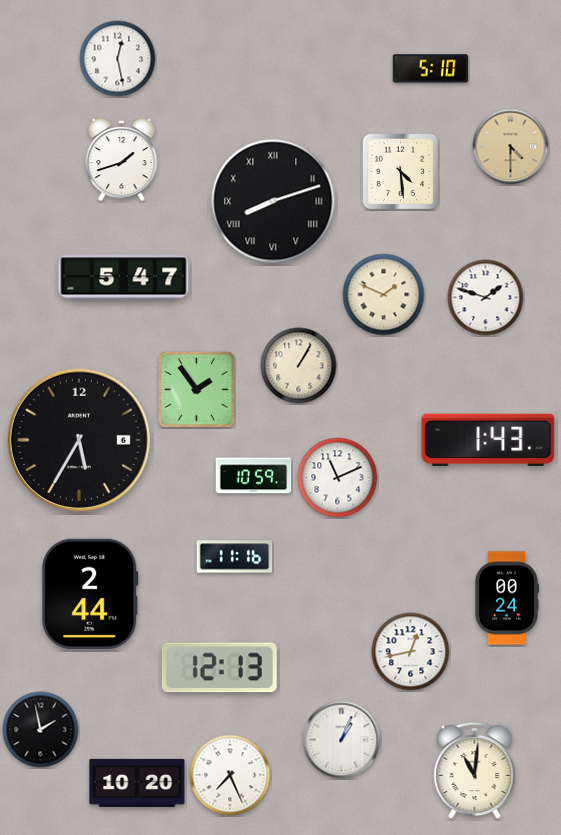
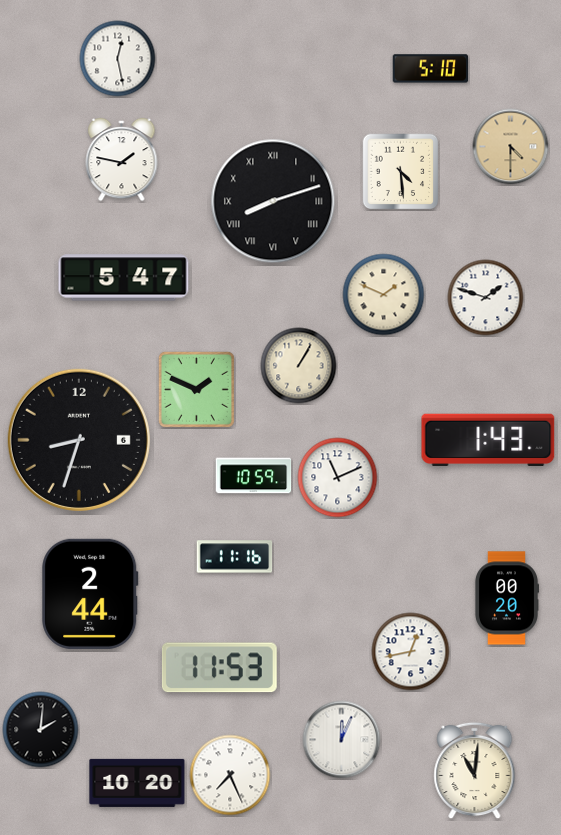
clock at (122, 160): 1:42 -> 1:47
clock at (196, 389): 1:54 -> 1:49
clock at (79, 440): 5:35 -> 8:33
clock at (506, 598): 00:24 -> 00:20
clock at (219, 668): 12:13 -> 11:53
clock at (41, 730): 1:58 -> 2:01
clock at (342, 740): 1:04 -> 12:04
